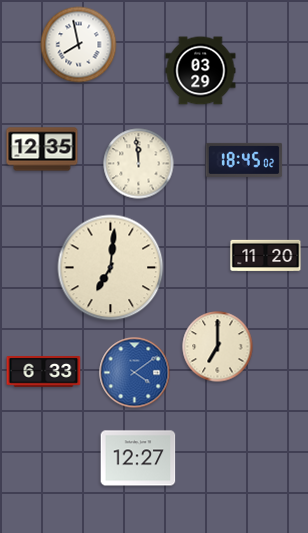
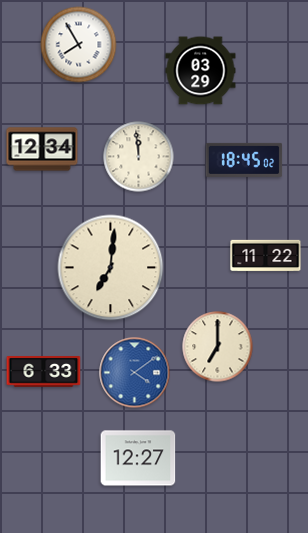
clock at (79, 45): 7:58 -> 7:55
clock at (42, 149): 12:35 -> 12:34
clock at (139, 164) position: (139, 164) -> (139, 157)
clock at (266, 256): 11:20 -> 11:22
